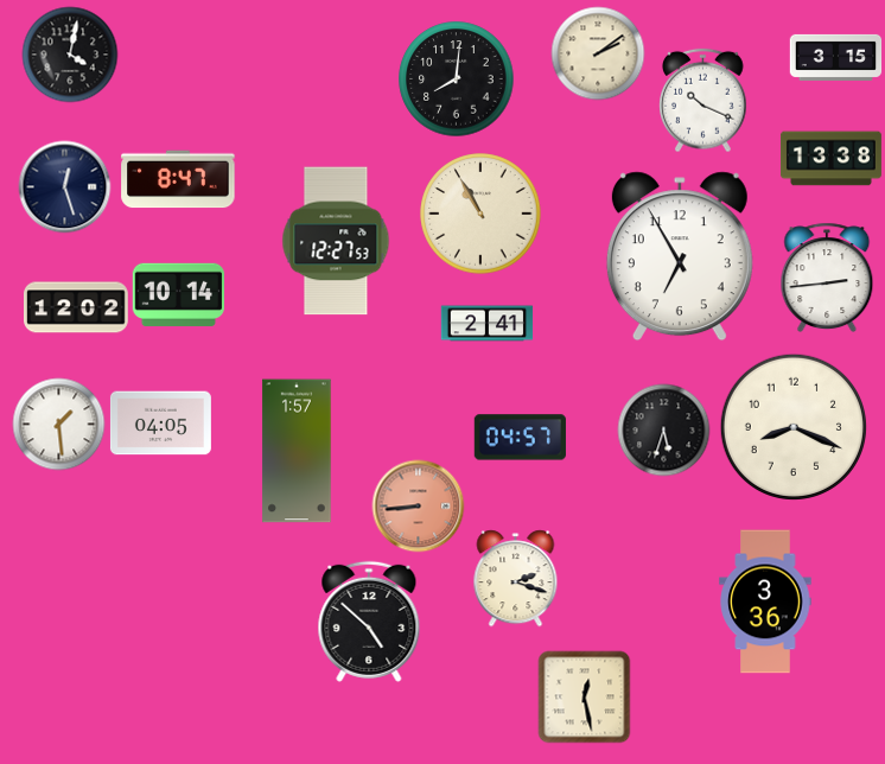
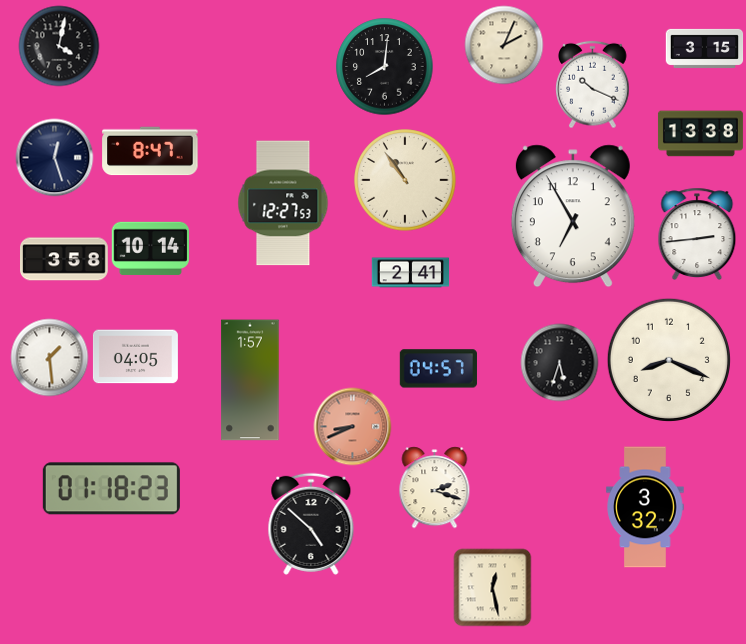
clock at (598, 53): 2:09 -> 2:04
clock at (480, 214): 10:55 -> 10:54
clock at (77, 307): 12:02 -> 3:58
clock at (418, 505): 8:44 -> 8:41
clock at (111, 489): none -> 01:18
clock at (765, 601): 3:36 -> 3:32
